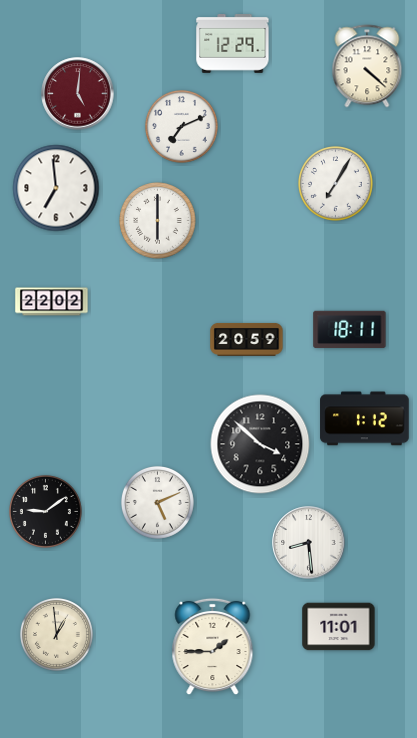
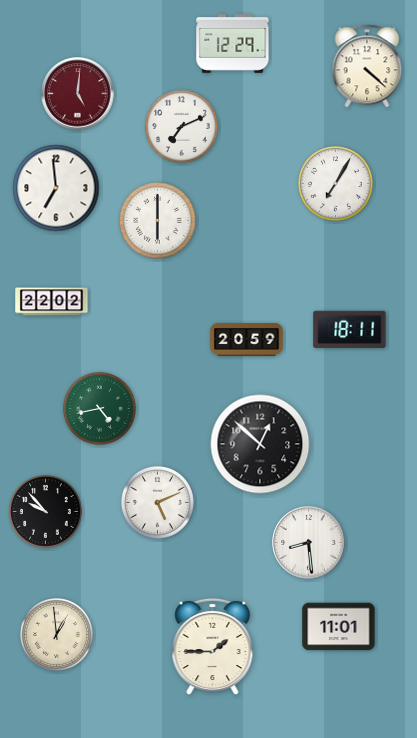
clock at (99, 408): none -> 4:43
clock at (365, 419): 1:12 -> none
clock at (260, 444): 3:52 -> 12:52
clock at (45, 511): 9:09 -> 9:53
